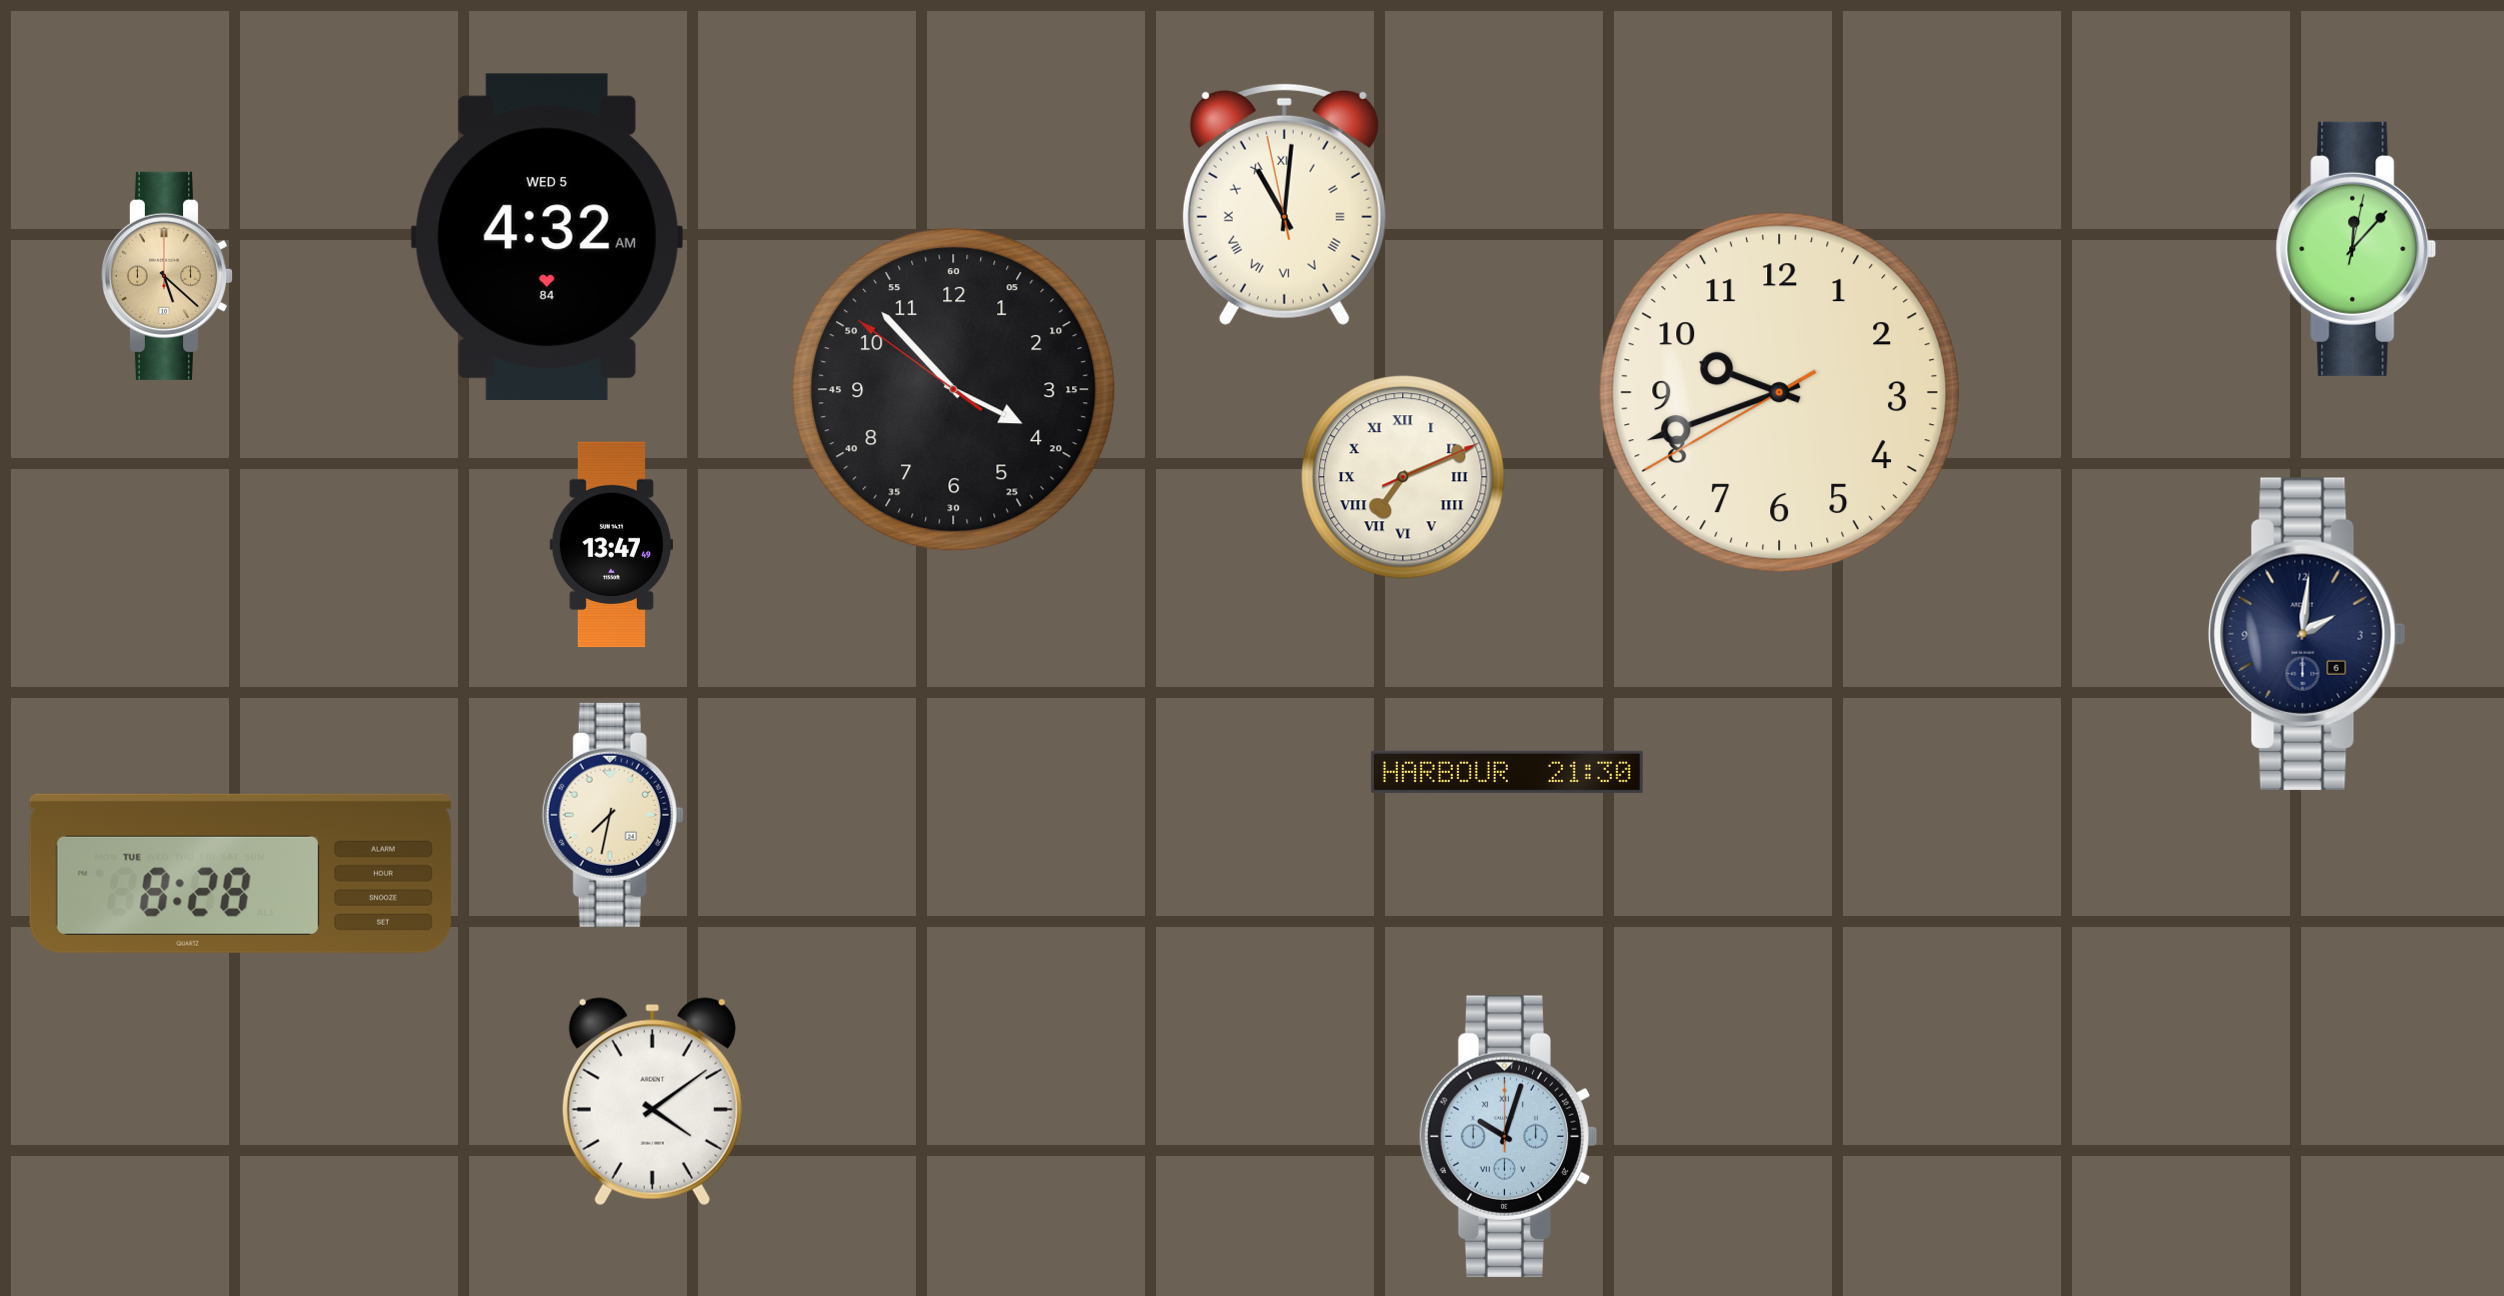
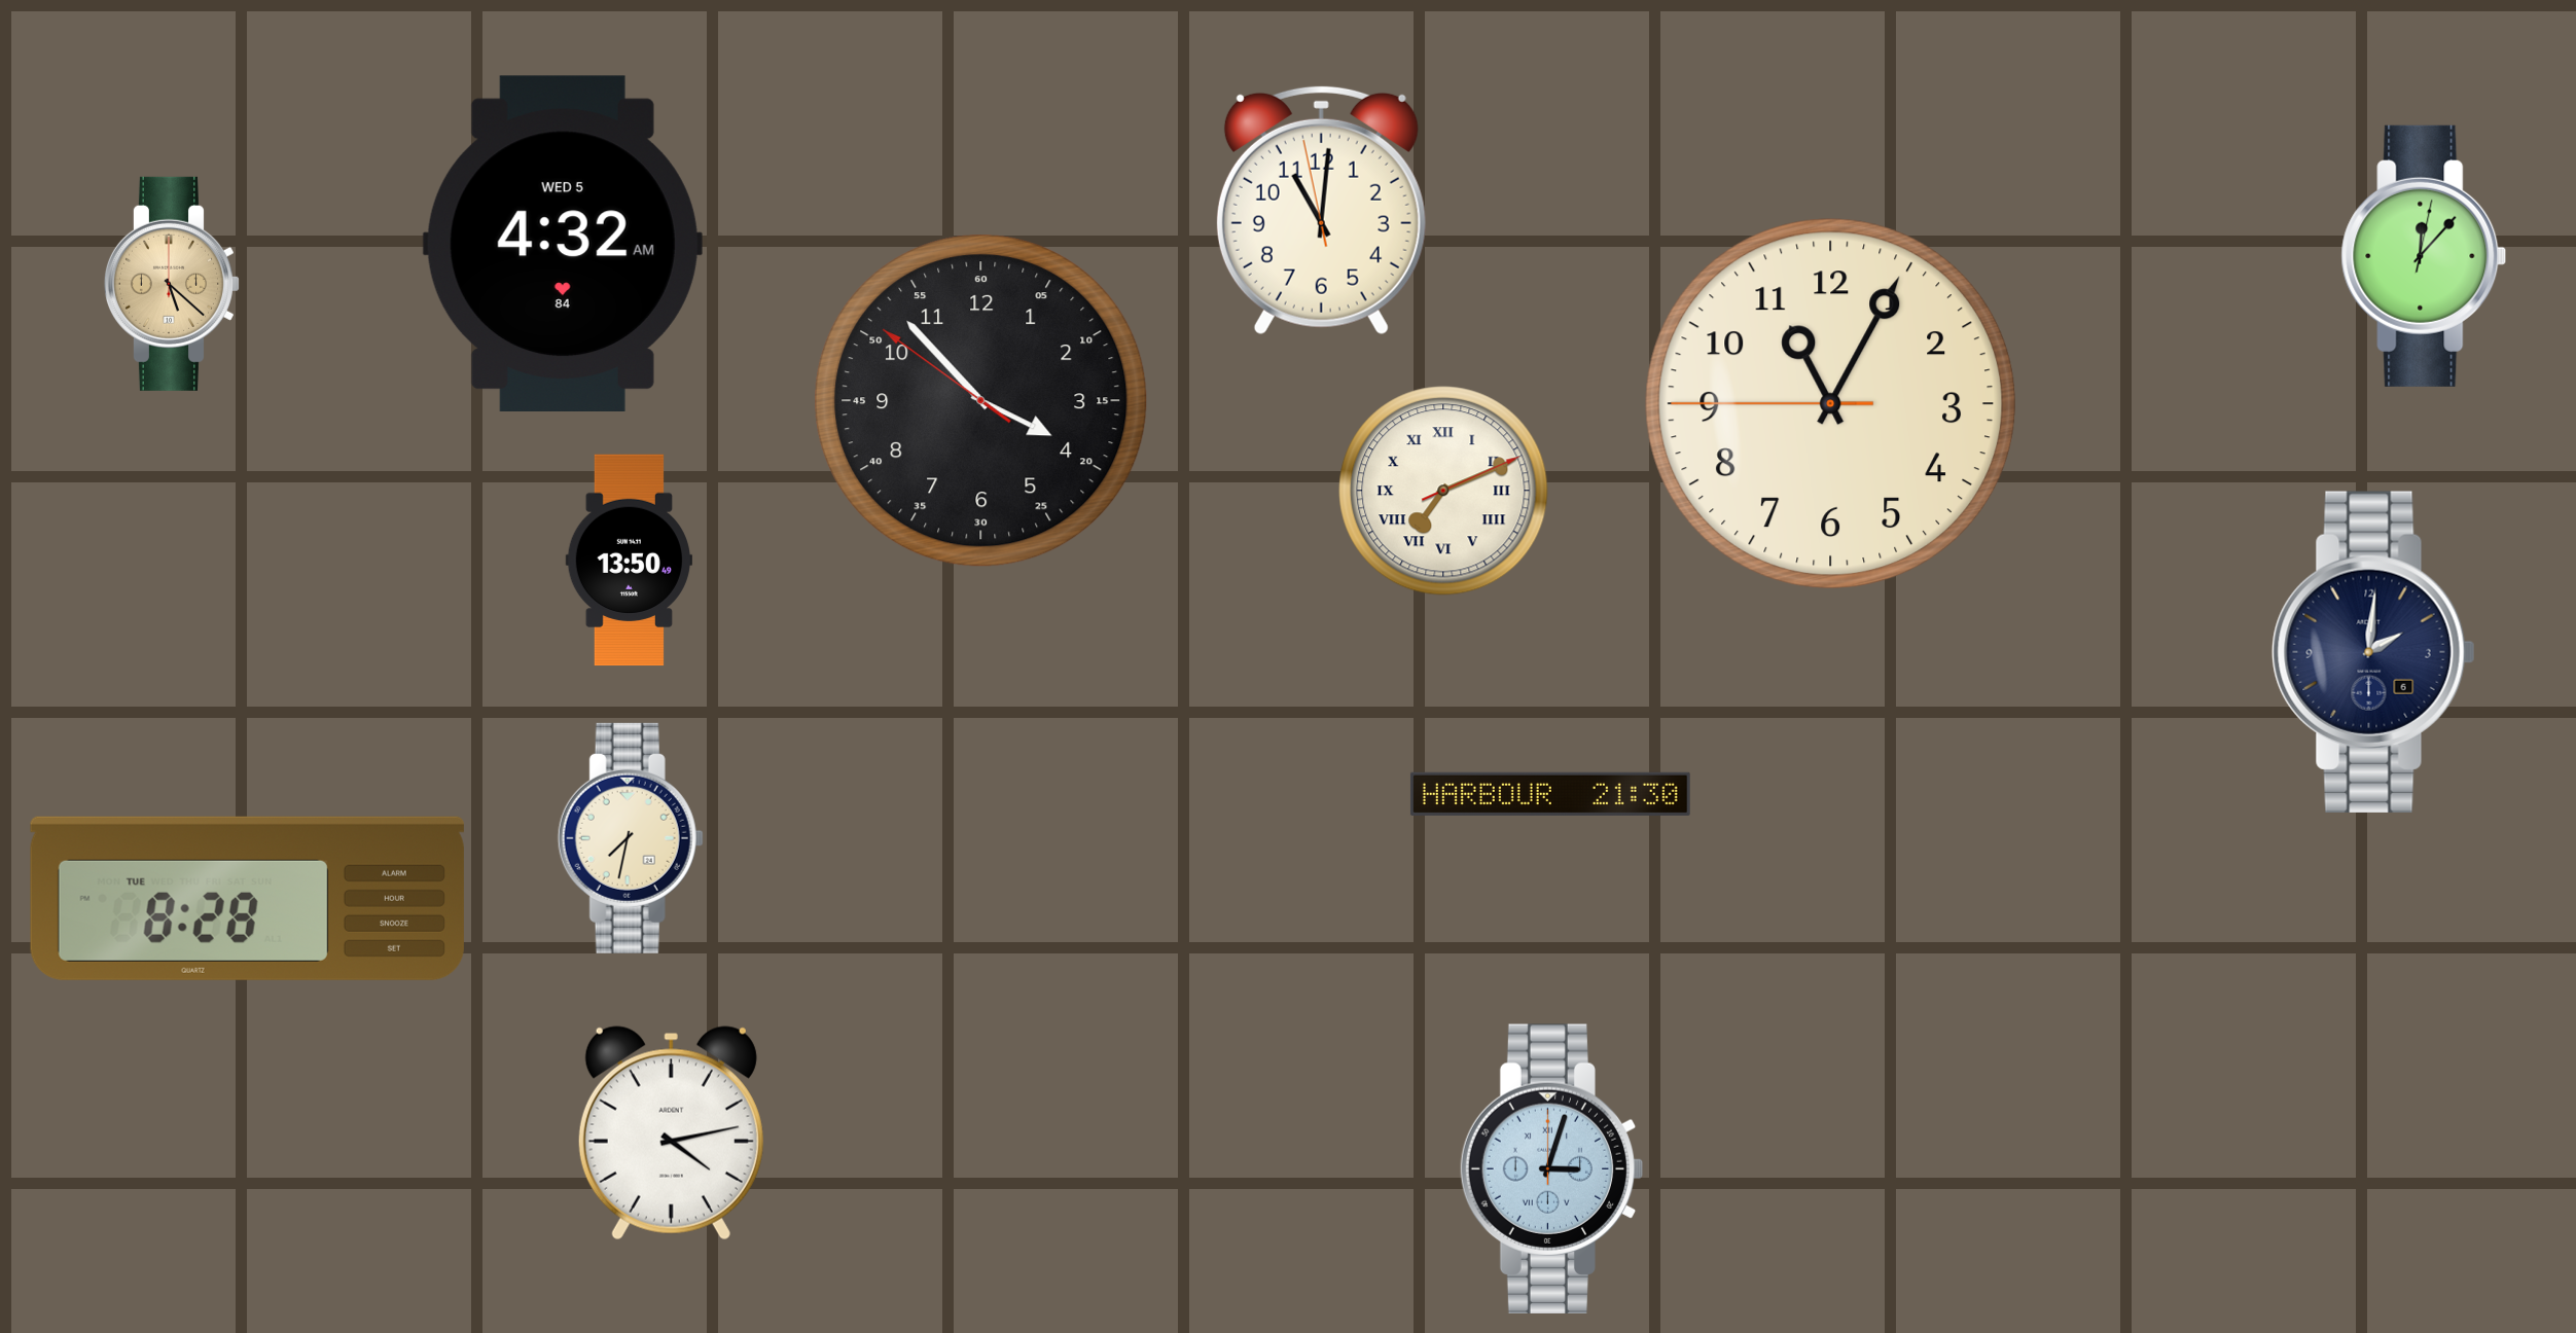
clock at (1284, 204) numerals: Roman -> Arabic
clock at (1779, 392): 9:41 -> 11:04
clock at (611, 545): 13:47 -> 13:50
clock at (652, 1102): 4:09 -> 4:13
clock at (1508, 1136): 10:03 -> 3:03
